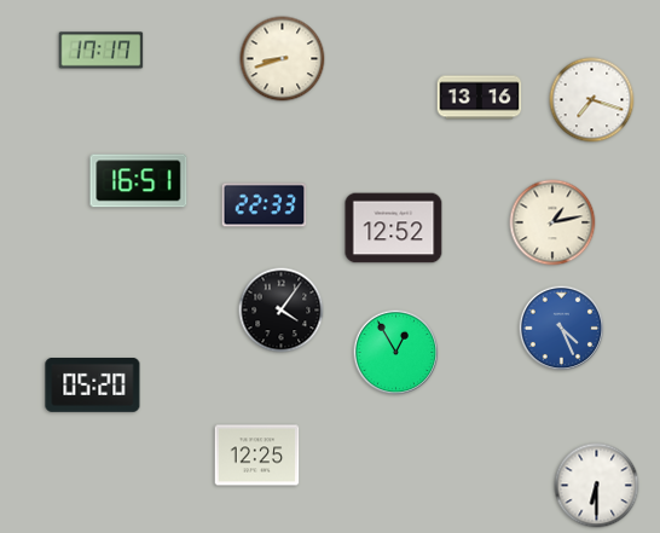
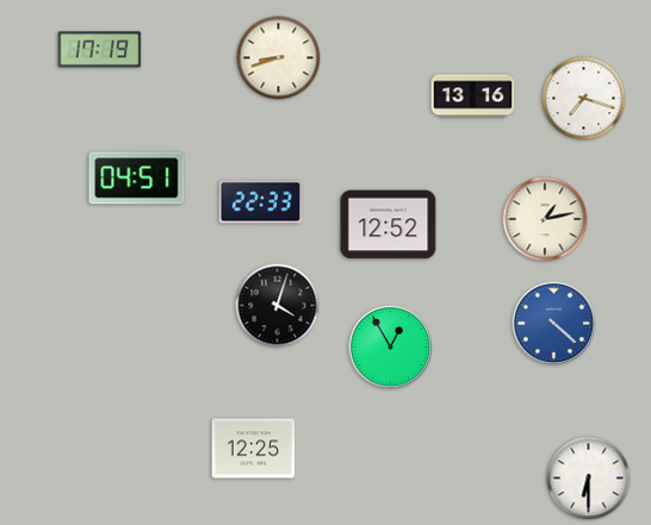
clock at (102, 51): 17:17 -> 17:19
clock at (139, 181): 16:51 -> 04:51
clock at (282, 311): 4:06 -> 4:03
clock at (562, 329): 4:26 -> 4:22
clock at (93, 386): 05:20 -> none
